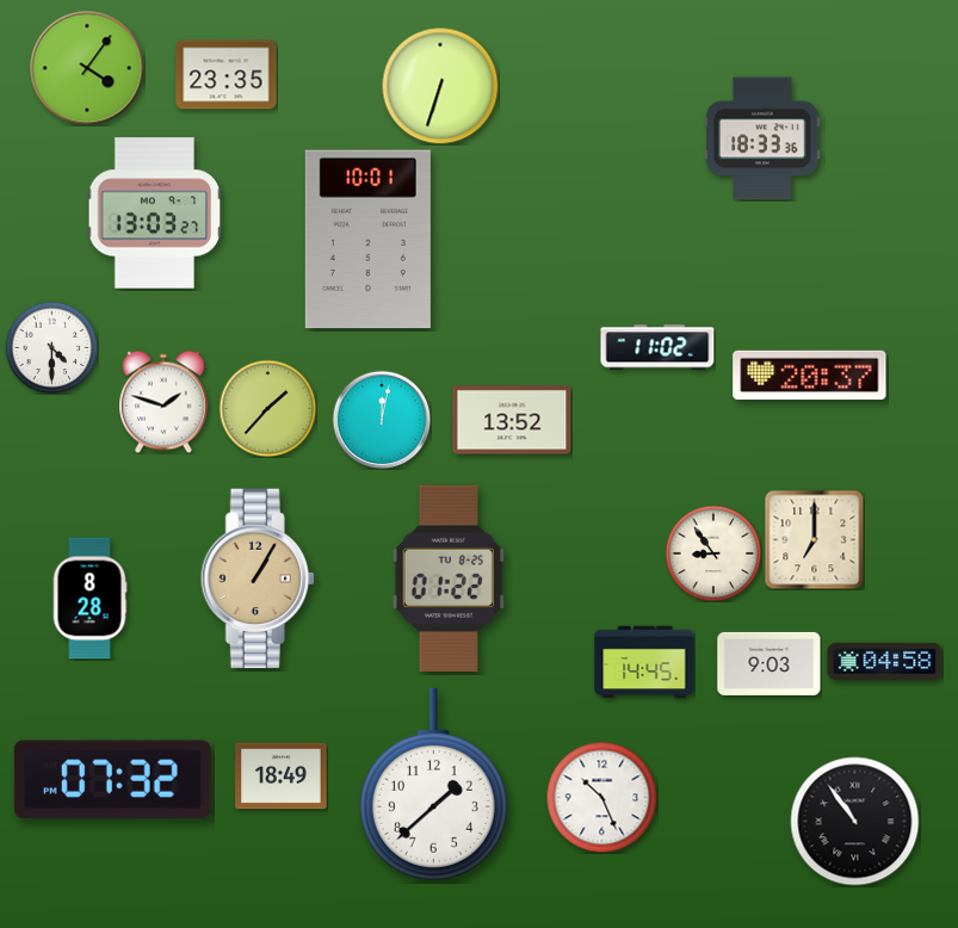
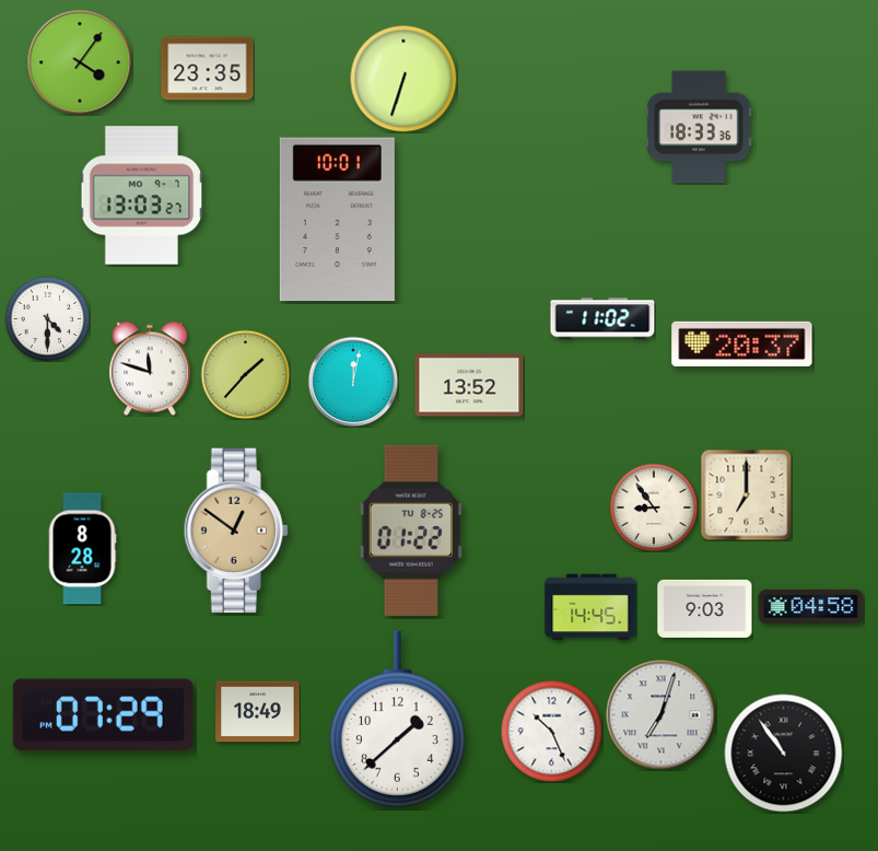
clock at (165, 402): 1:48 -> 11:48
clock at (382, 420) position: (382, 420) -> (353, 382)
clock at (258, 579): 1:05 -> 12:51
clock at (112, 779): 07:32 -> 07:29
clock at (662, 715): none -> 7:03
